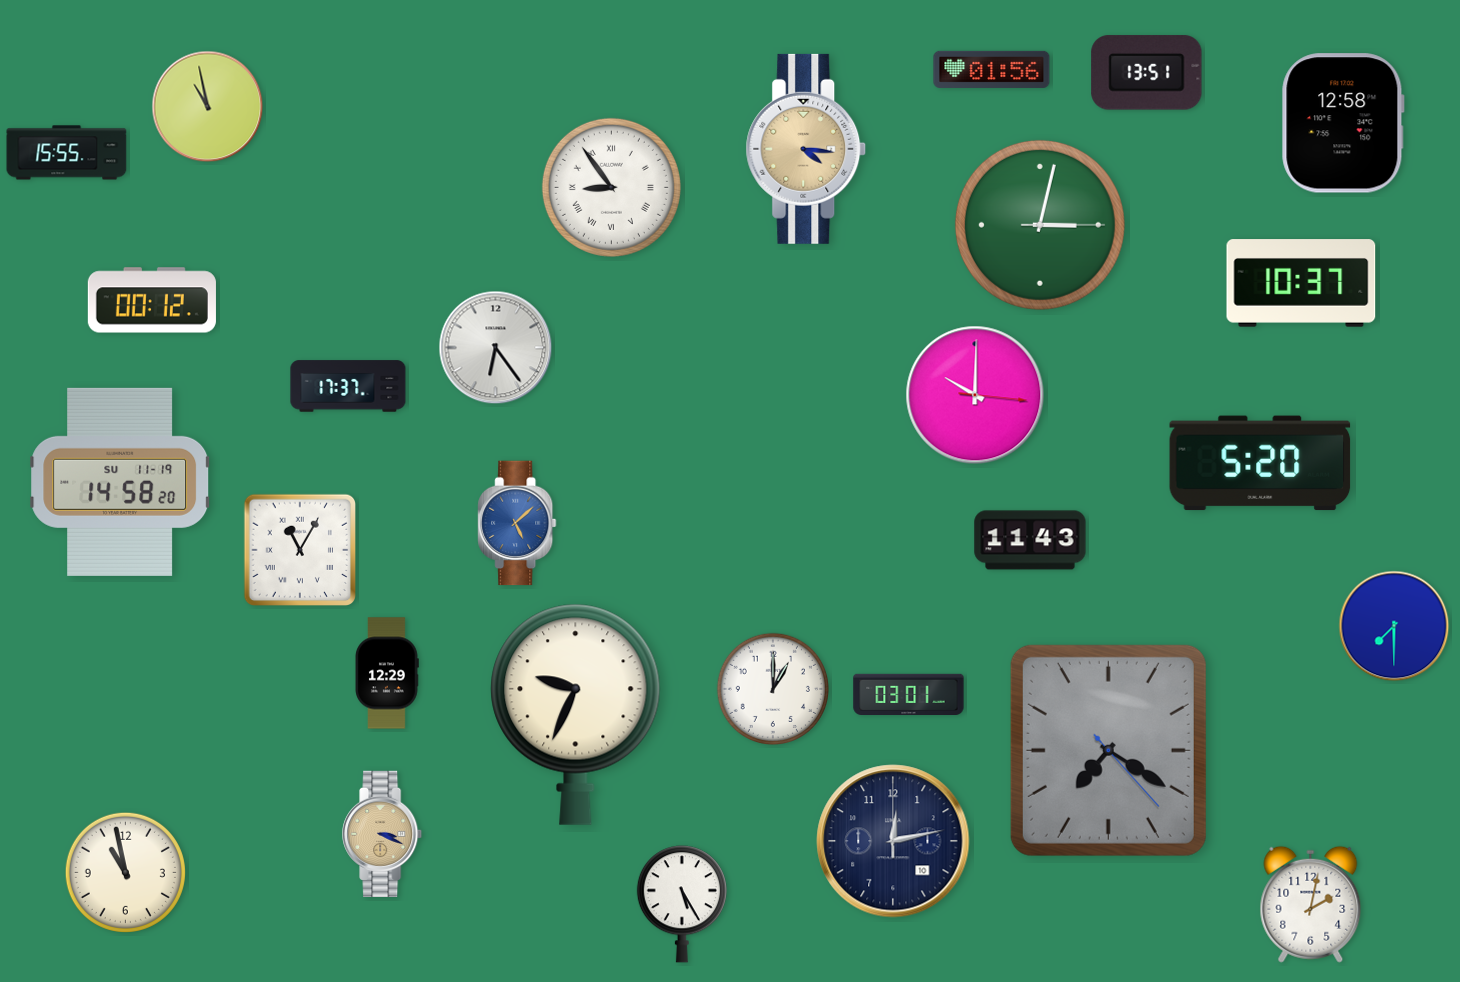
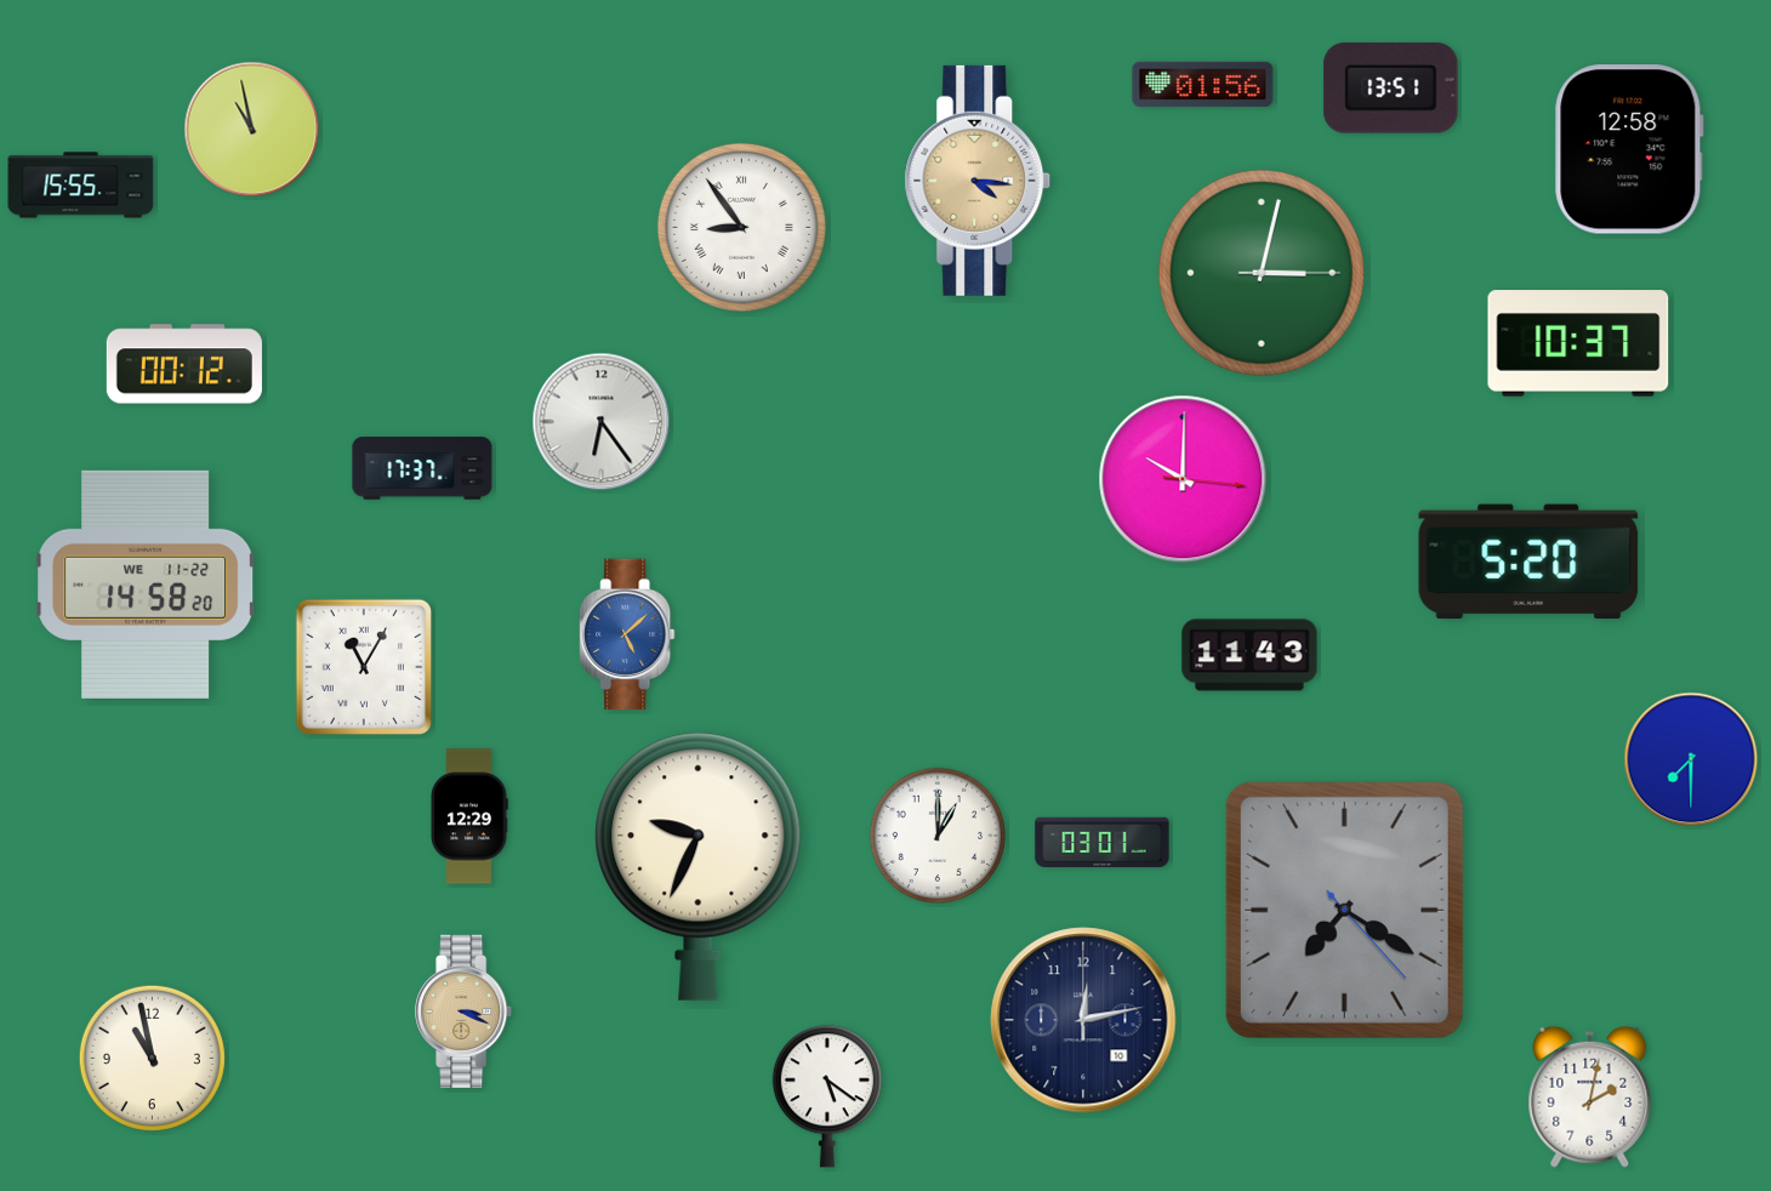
clock at (121, 482) date: SU 11-19 -> WE 11-22
clock at (682, 904): 5:25 -> 5:21
